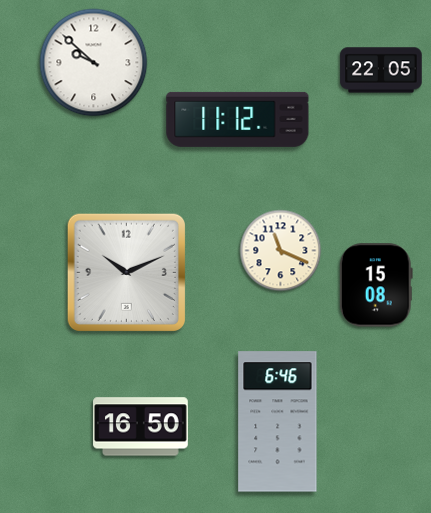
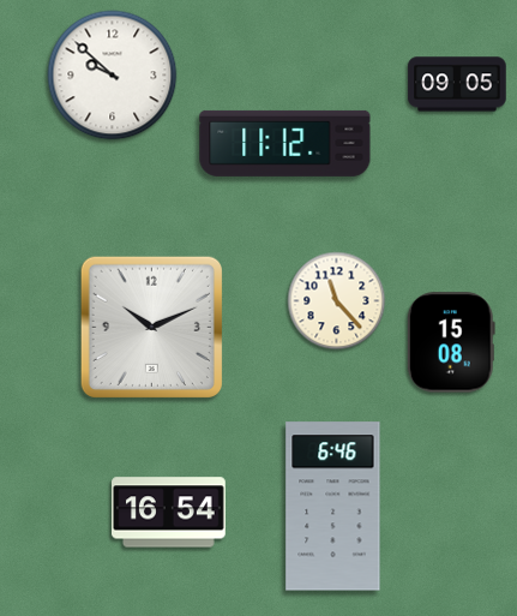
clock at (381, 70): 22:05 -> 09:05
clock at (281, 251): 11:19 -> 11:23
clock at (141, 427): 16:50 -> 16:54
